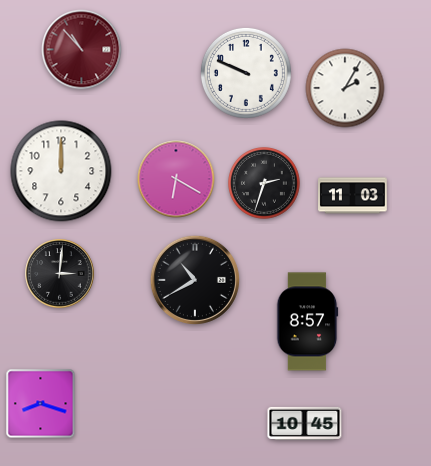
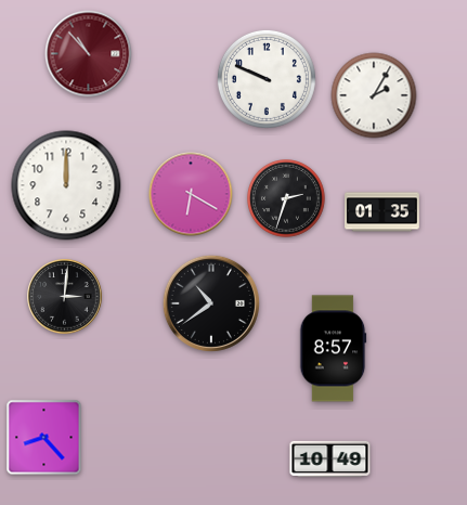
clock at (353, 196): 11:03 -> 01:35
clock at (195, 280): 10:40 -> 10:39
clock at (41, 404): 8:18 -> 8:23
clock at (305, 423): 10:45 -> 10:49
